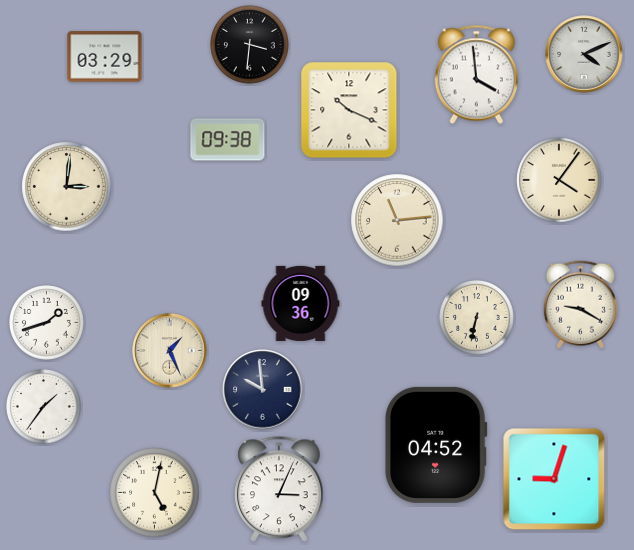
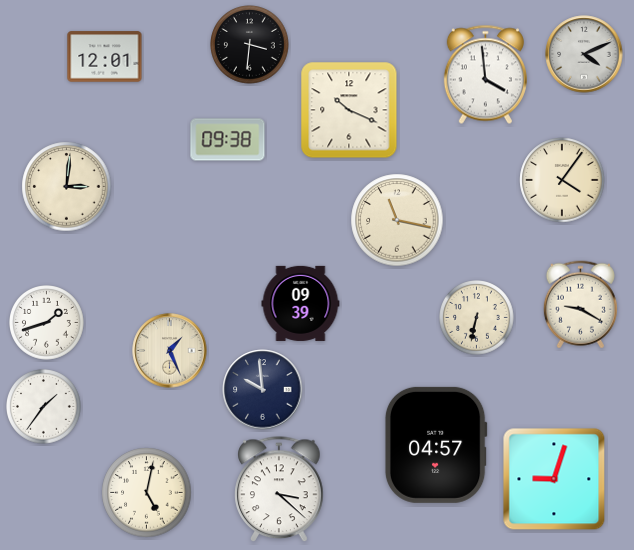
clock at (105, 57): 03:29 -> 12:01
clock at (476, 75) position: (476, 75) -> (485, 75)
clock at (559, 180) position: (559, 180) -> (562, 180)
clock at (397, 220): 11:14 -> 11:17
clock at (301, 303): 09:36 -> 09:39
clock at (436, 445): 04:52 -> 04:57
clock at (279, 490): 3:04 -> 3:22
clock at (155, 493) position: (155, 493) -> (147, 493)
